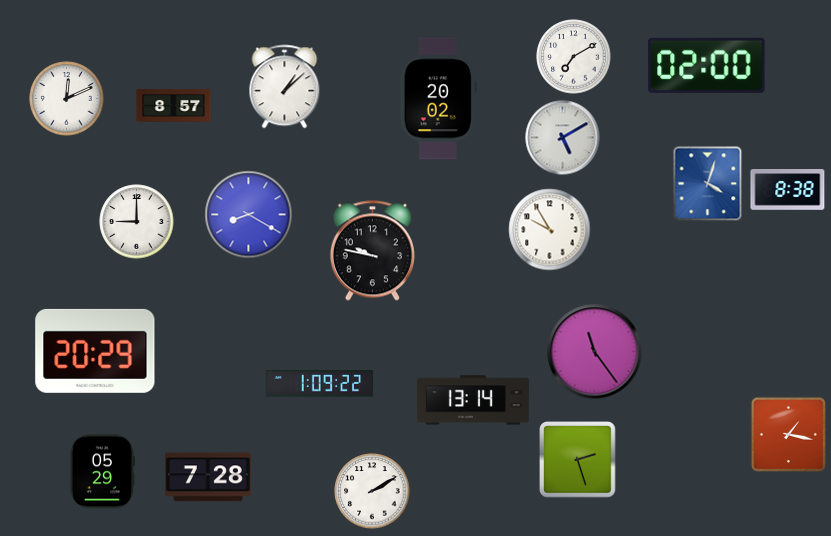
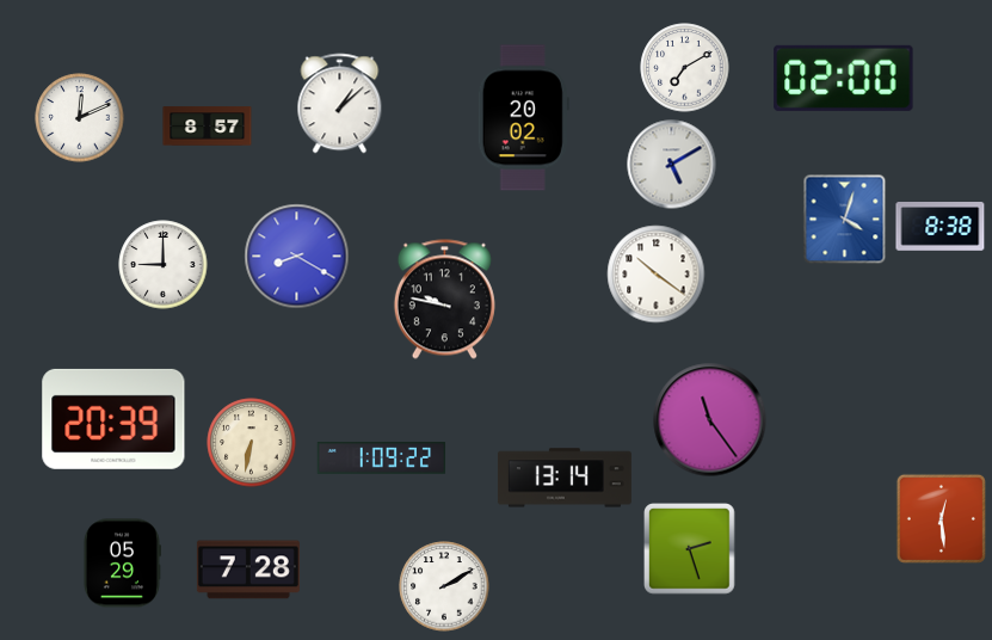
clock at (550, 230): 9:55 -> 10:21
clock at (95, 351): 20:29 -> 20:39
clock at (252, 443): none -> 6:32
clock at (788, 434): 1:17 -> 12:29
